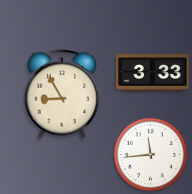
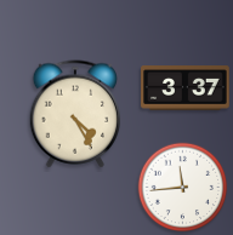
clock at (153, 73): 3:33 -> 3:37
clock at (62, 94): 8:55 -> 4:25
